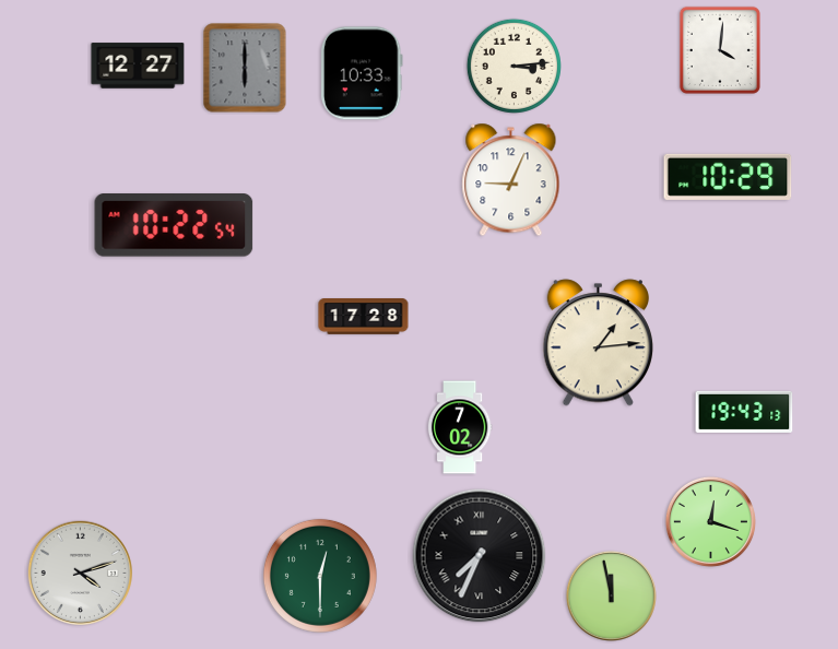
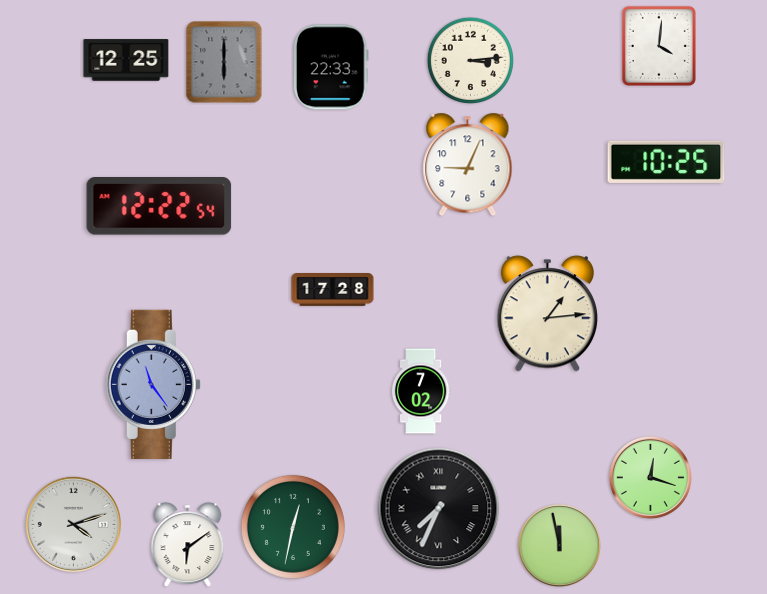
clock at (138, 66): 12:27 -> 12:25
clock at (362, 73): 10:33 -> 22:33
clock at (728, 177): 10:29 -> 10:25
clock at (174, 225): 10:22 -> 12:22
clock at (744, 412): 19:43 -> none
clock at (153, 384): none -> 11:24
clock at (320, 576): 12:30 -> 12:32
clock at (188, 545): none -> 6:09
